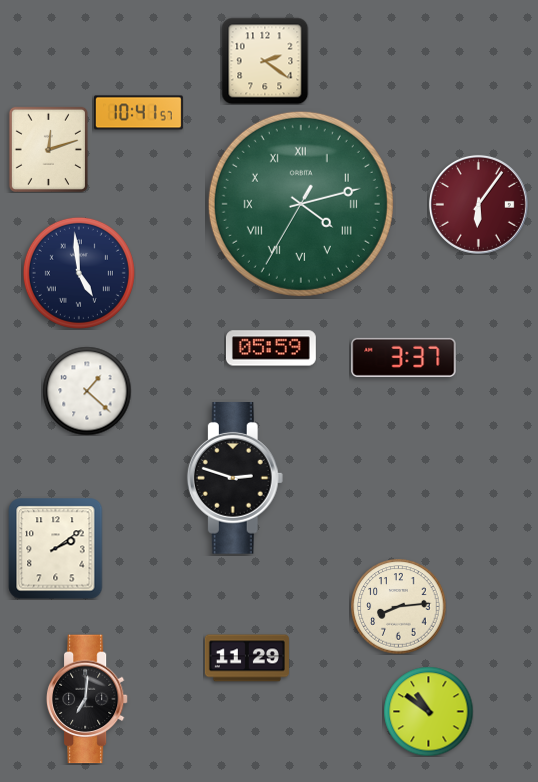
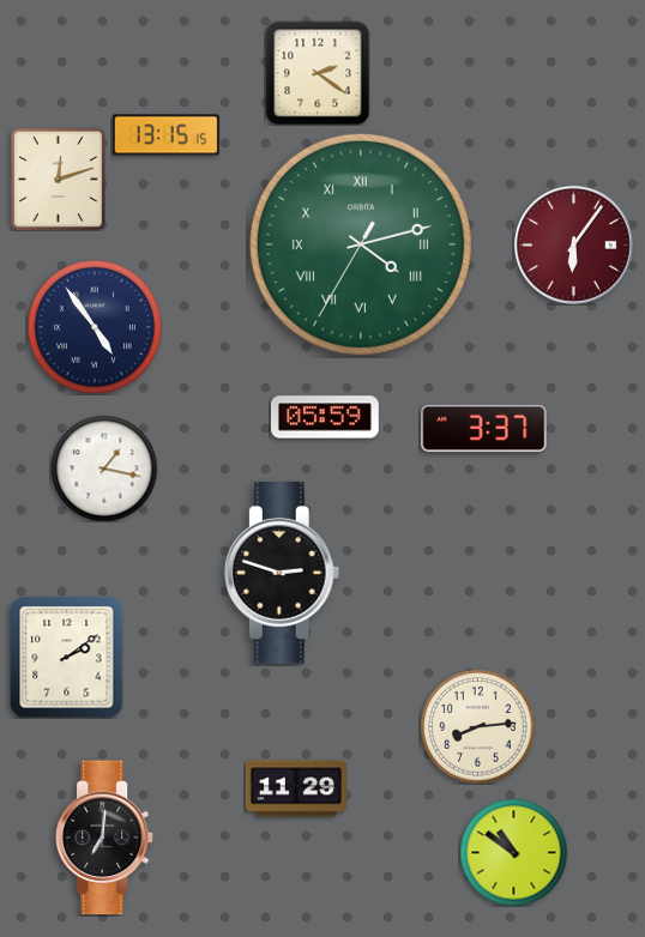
clock at (138, 113): 10:41 -> 13:15
clock at (79, 273): 4:59 -> 4:54
clock at (87, 391): 1:22 -> 1:17
